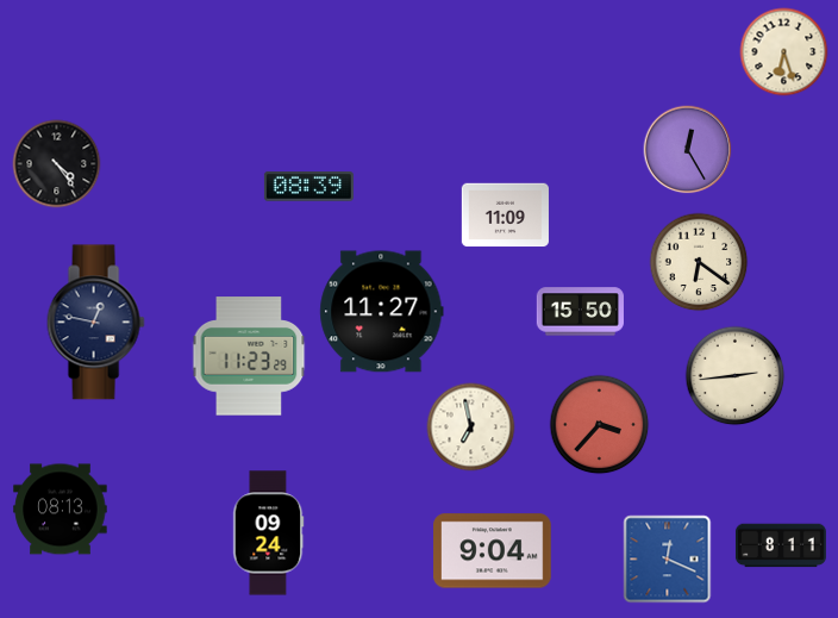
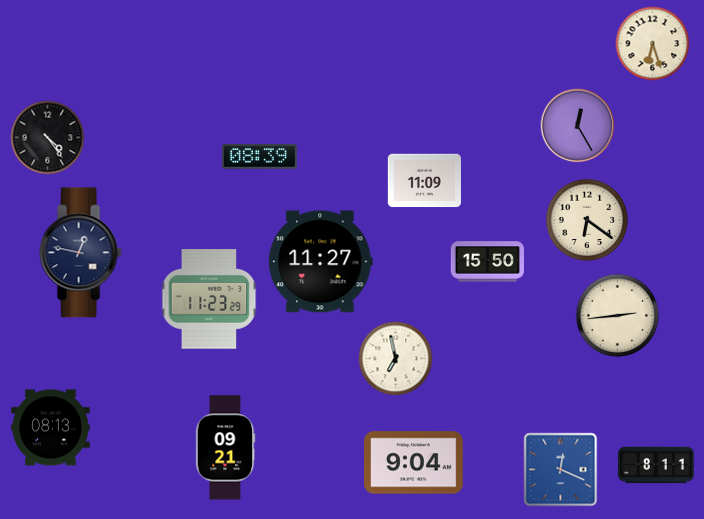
clock at (784, 52) position: (784, 52) -> (653, 44)
clock at (95, 323) position: (95, 323) -> (80, 253)
clock at (600, 425): 3:37 -> none
clock at (269, 533): 09:24 -> 09:21
clock at (781, 545) position: (781, 545) -> (656, 465)
